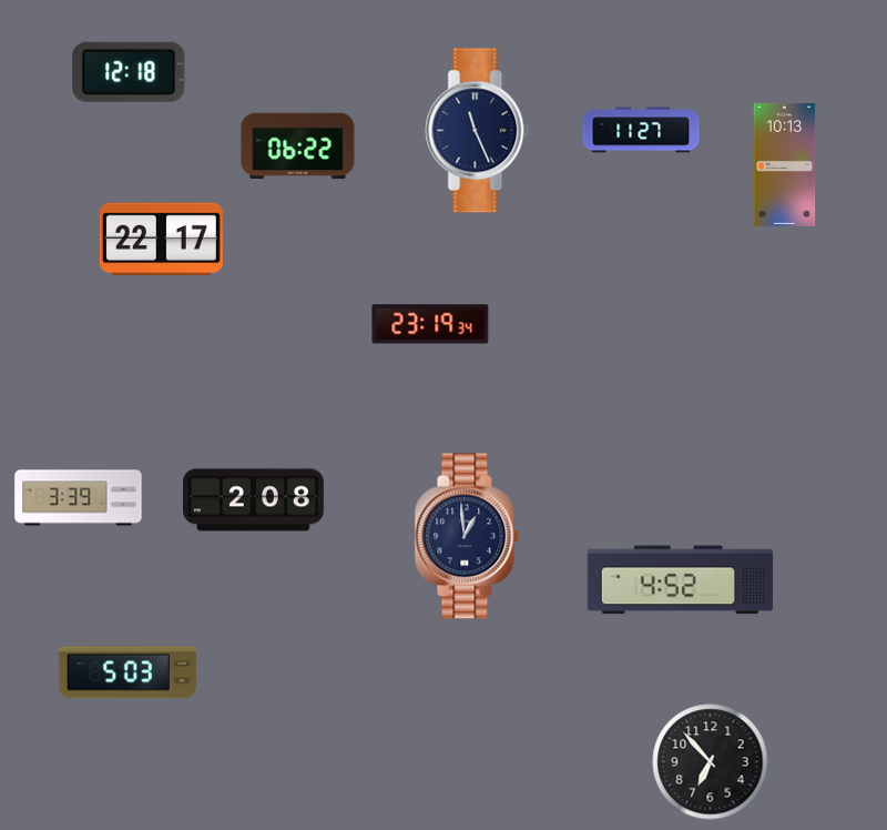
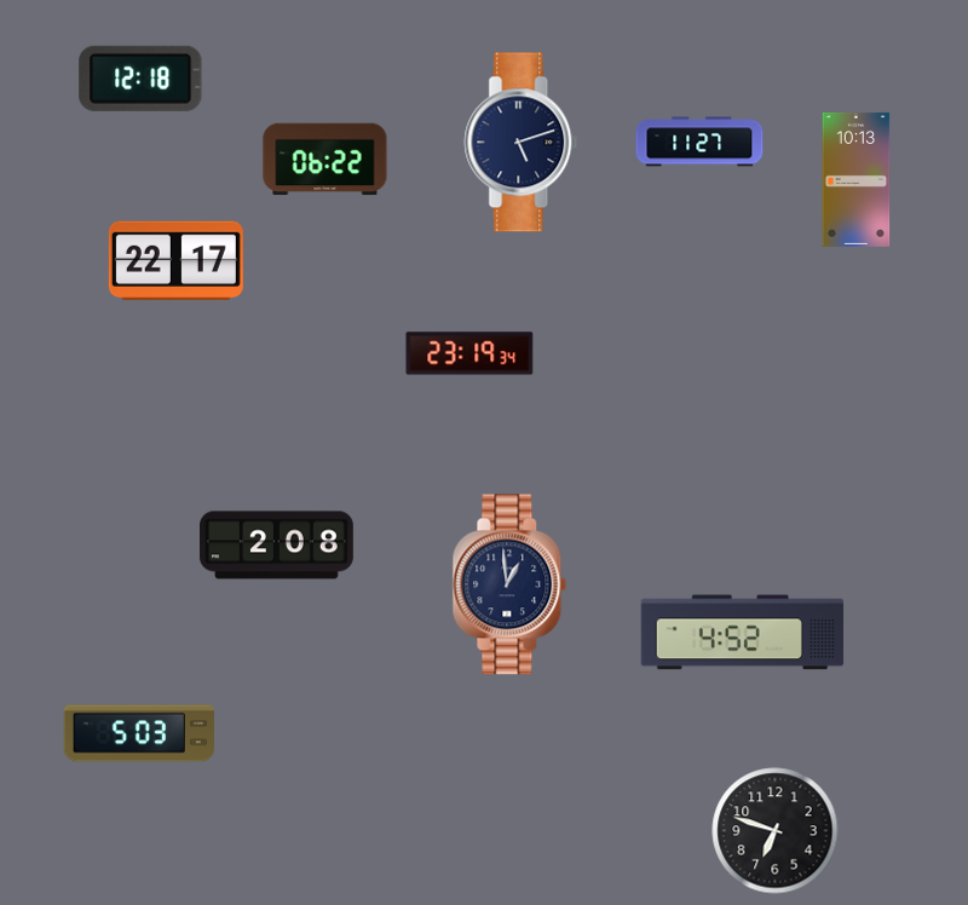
clock at (478, 131): 11:26 -> 5:12
clock at (79, 498): 3:39 -> none
clock at (711, 762): 6:53 -> 6:48
